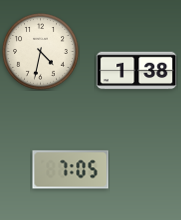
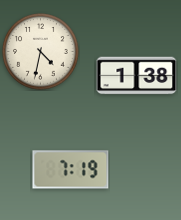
clock at (137, 71) position: (137, 71) -> (137, 76)
clock at (71, 170): 7:05 -> 7:19
